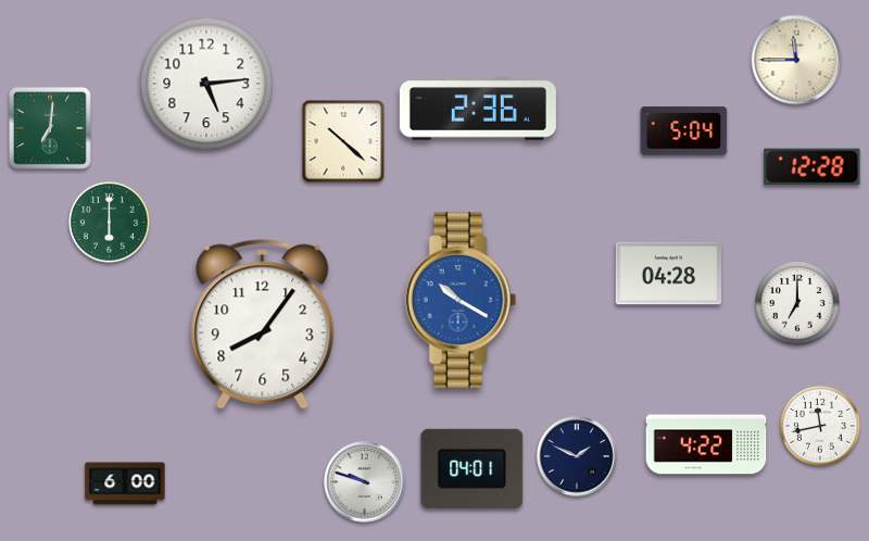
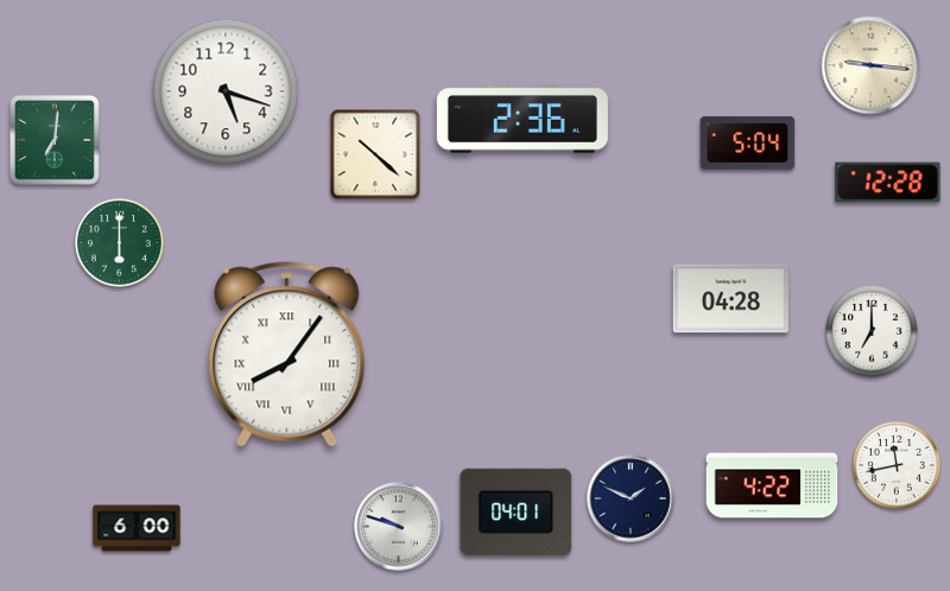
clock at (796, 60): 11:45 -> 9:16
clock at (206, 84): 5:14 -> 5:18
clock at (461, 300): 10:20 -> none
clock at (263, 325) numerals: Arabic -> Roman
